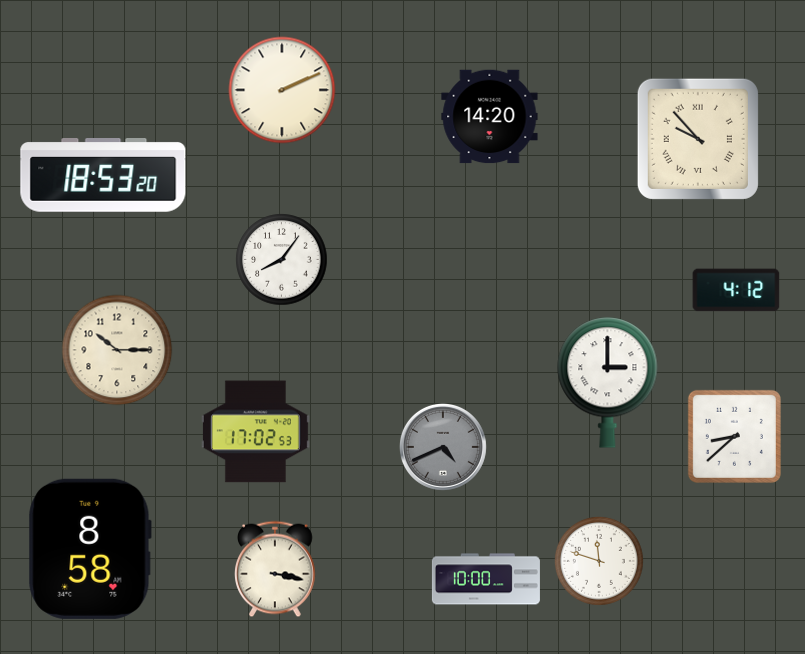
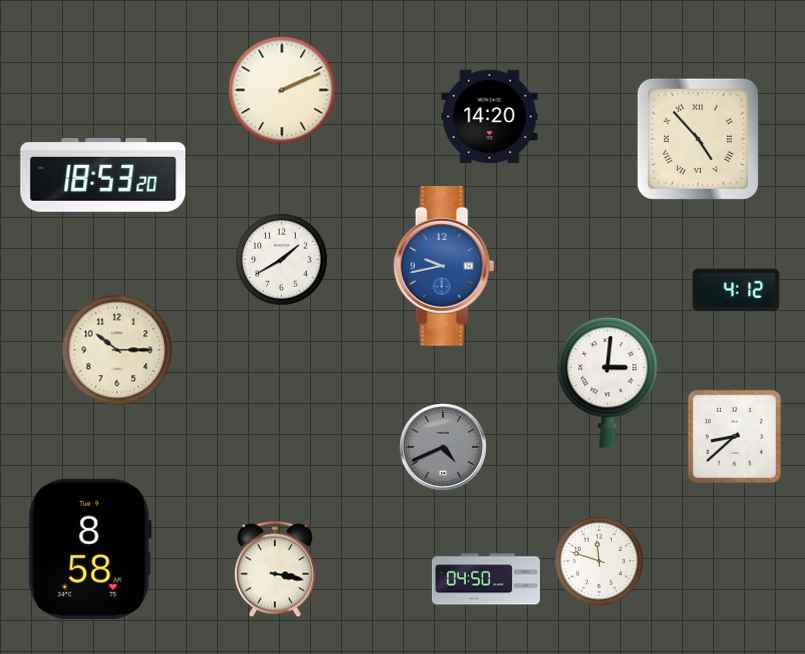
clock at (698, 139): 9:53 -> 4:53
clock at (282, 260): 8:06 -> 1:40
clock at (444, 266): none -> 9:43
clock at (608, 383): 3:00 -> 3:01
clock at (255, 432): 17:02 -> none
clock at (486, 579): 10:00 -> 04:50
